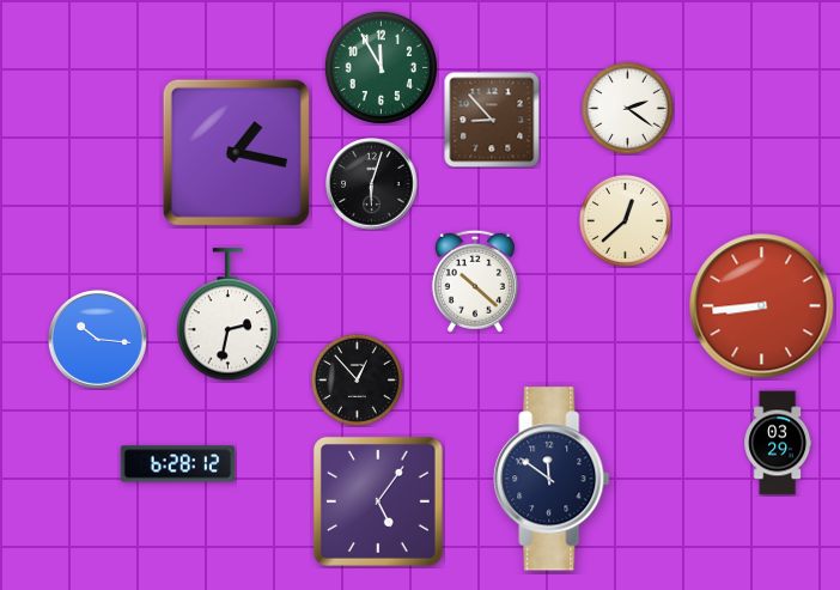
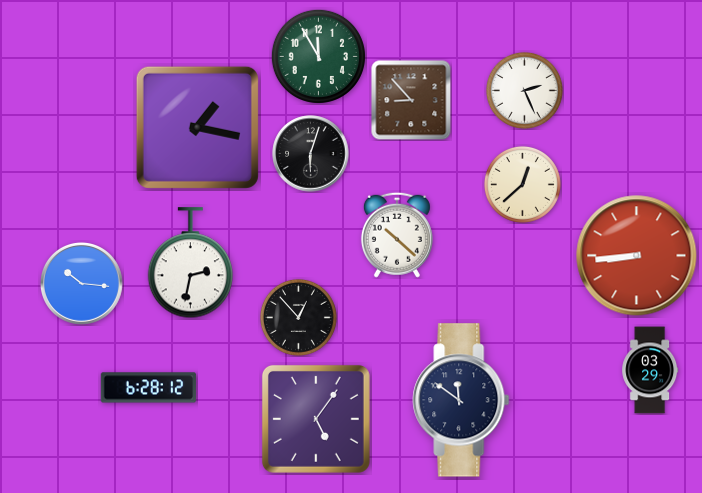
clock at (627, 108): 2:21 -> 2:26
